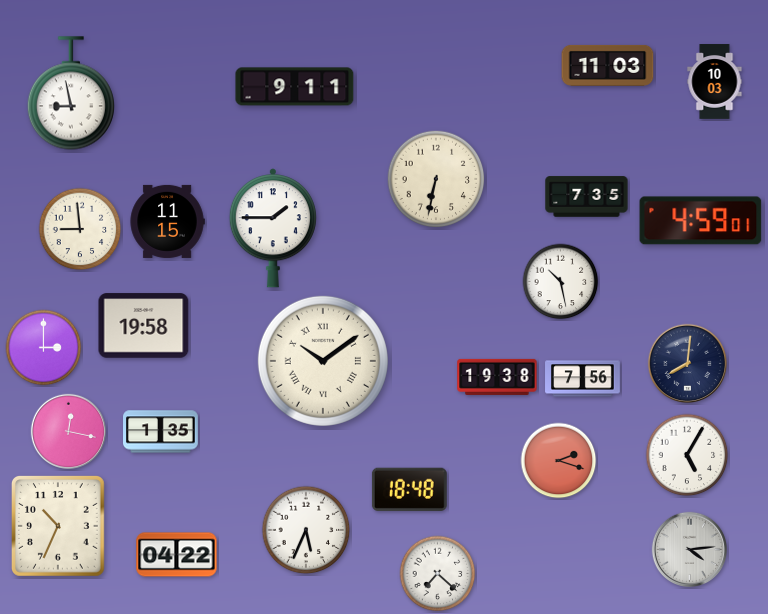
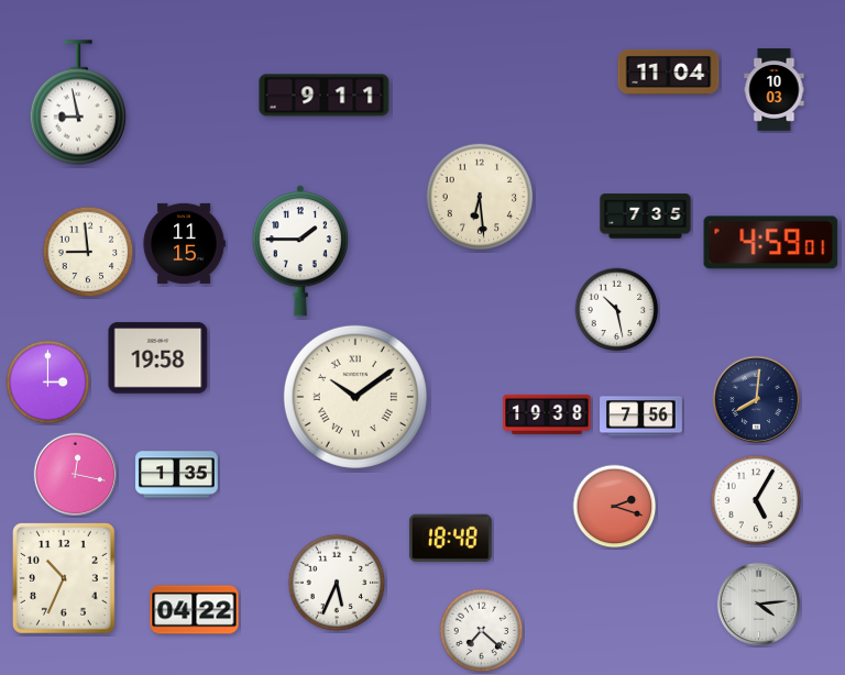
clock at (608, 65): 11:03 -> 11:04
clock at (715, 82) position: (715, 82) -> (775, 90)
clock at (436, 179): 6:32 -> 6:29
